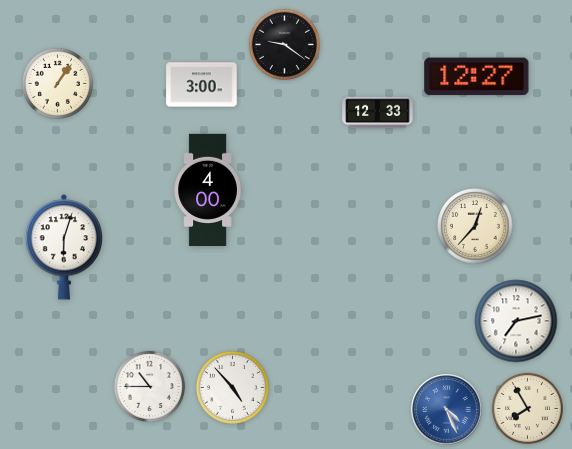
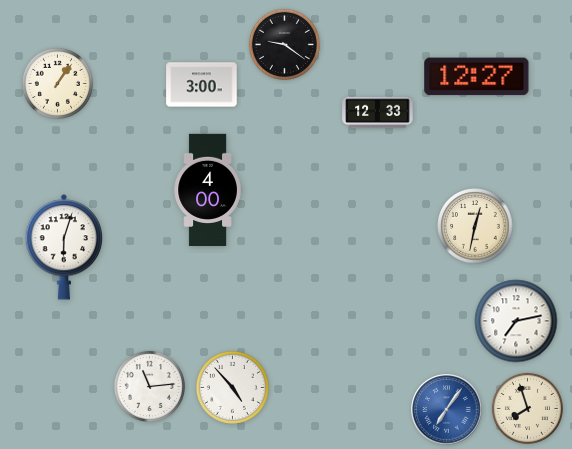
clock at (475, 226): 12:37 -> 12:32
clock at (149, 386): 10:45 -> 11:14
clock at (527, 408): 7:55 -> 7:57
clock at (447, 410): 4:26 -> 7:06
